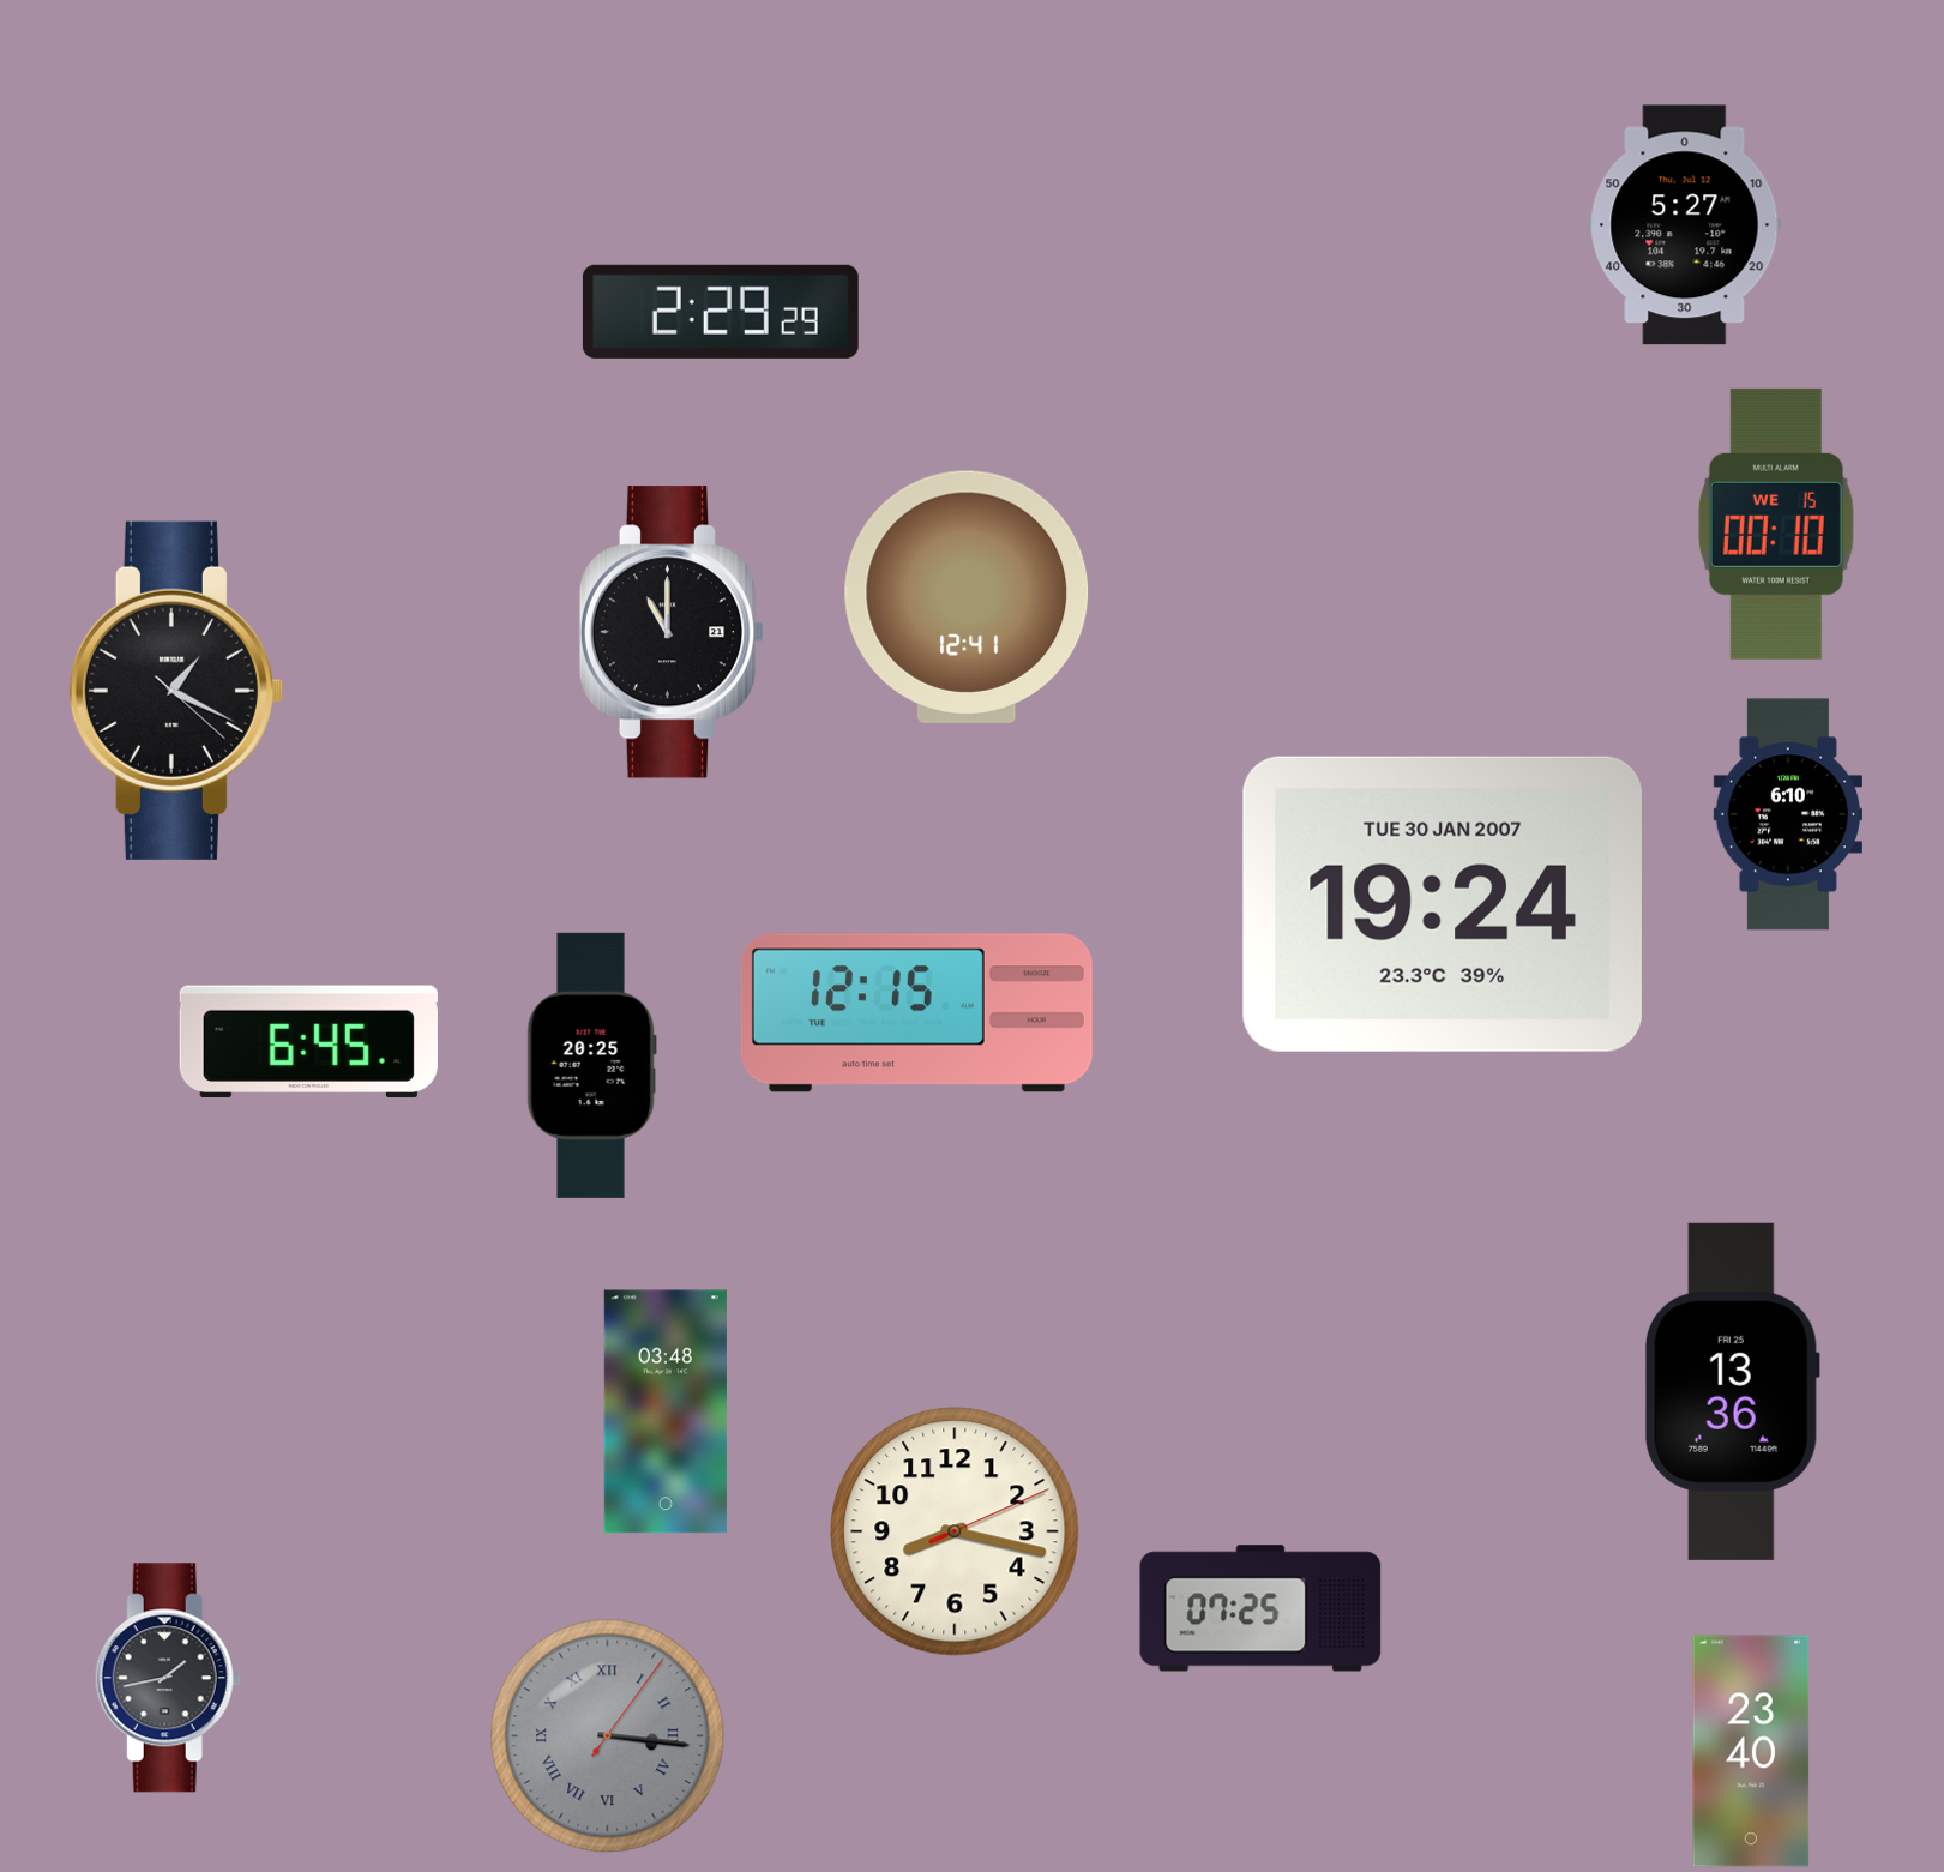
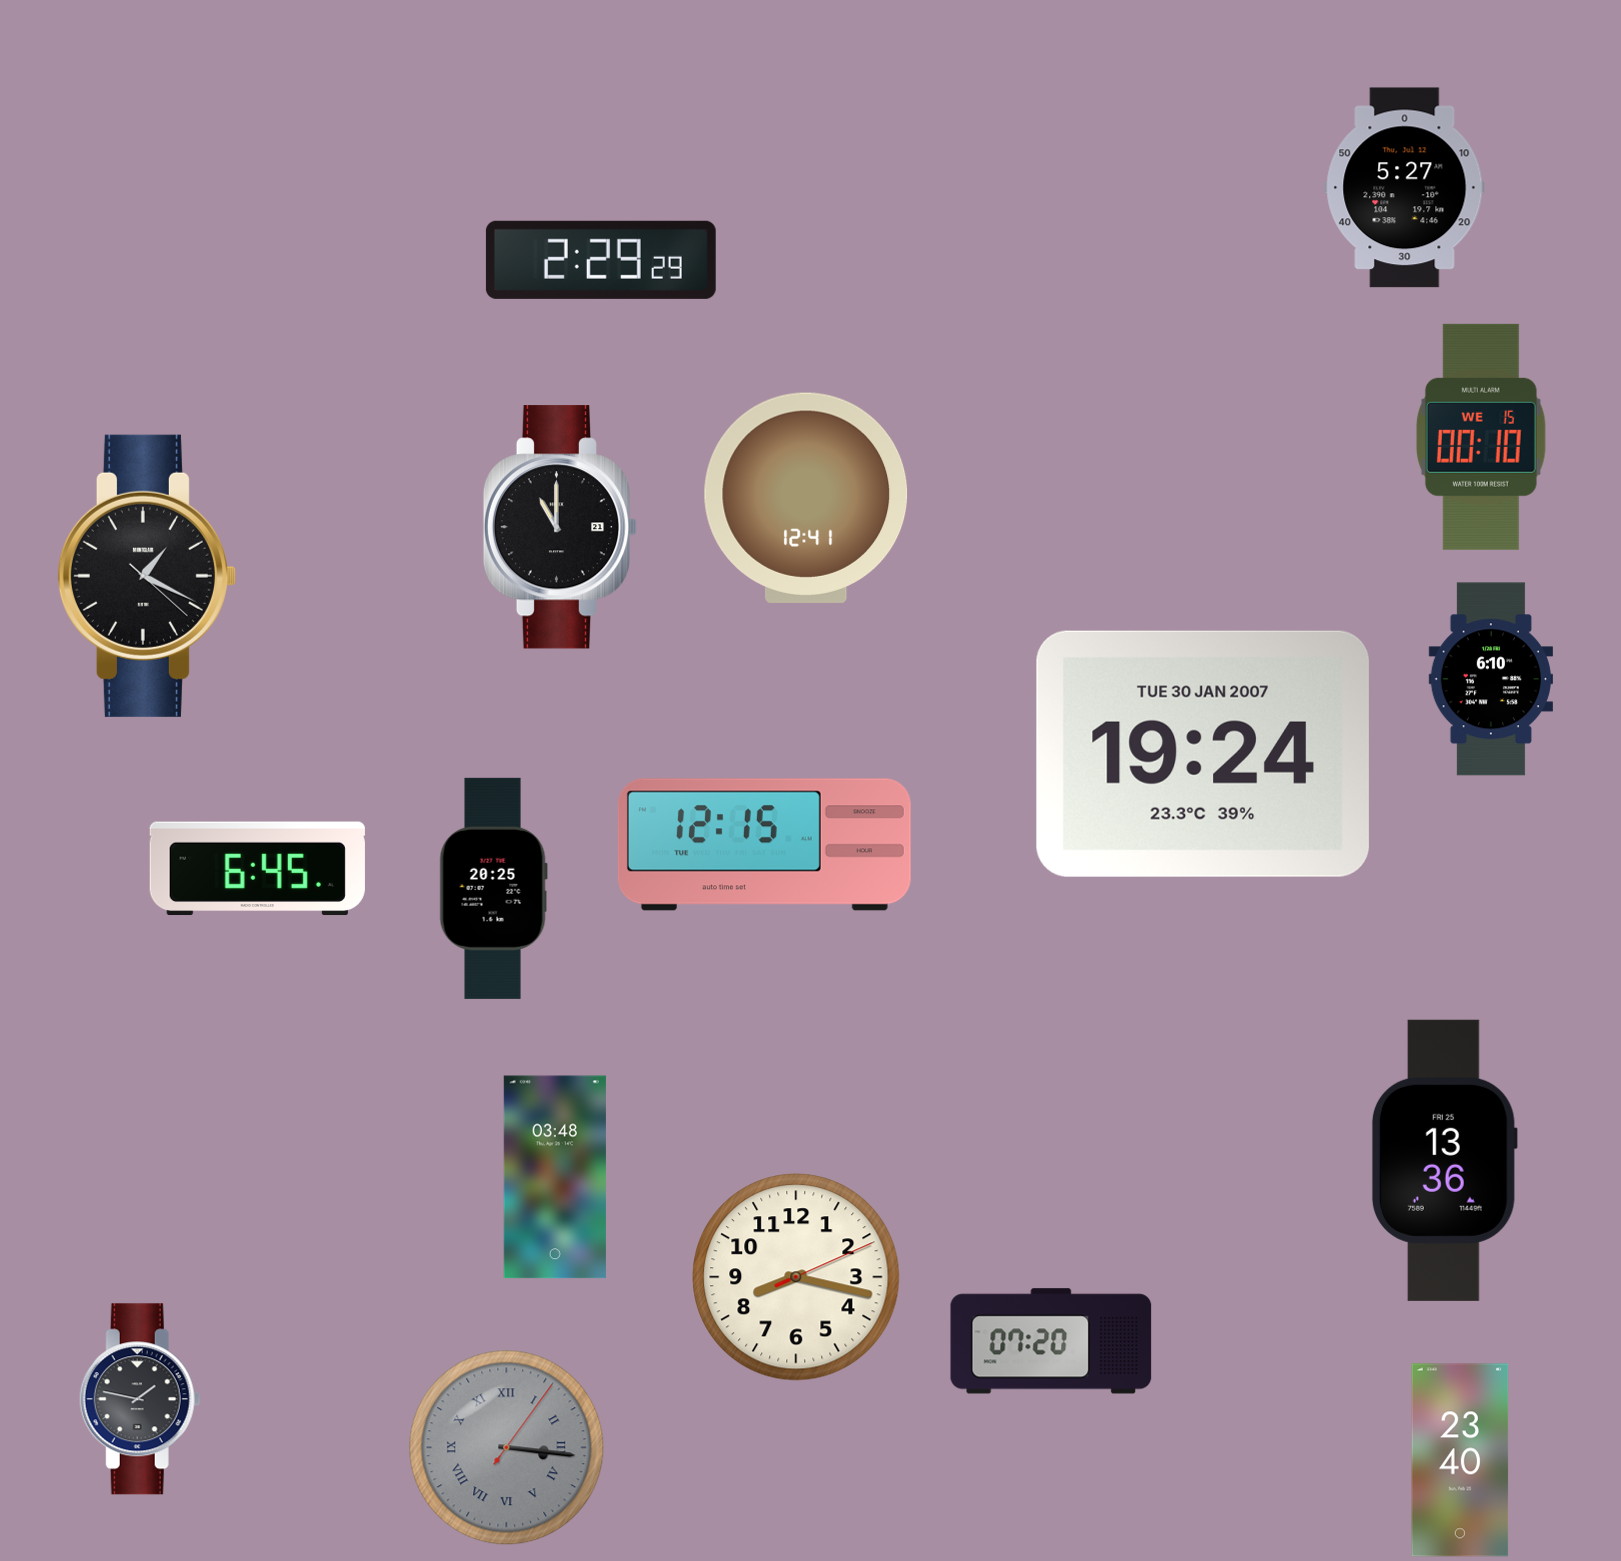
clock at (1260, 1608): 07:25 -> 07:20
clock at (168, 1678): 1:43 -> 1:47
